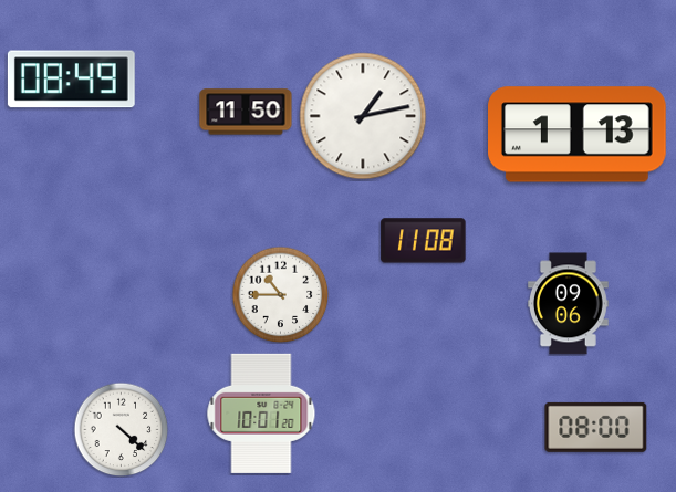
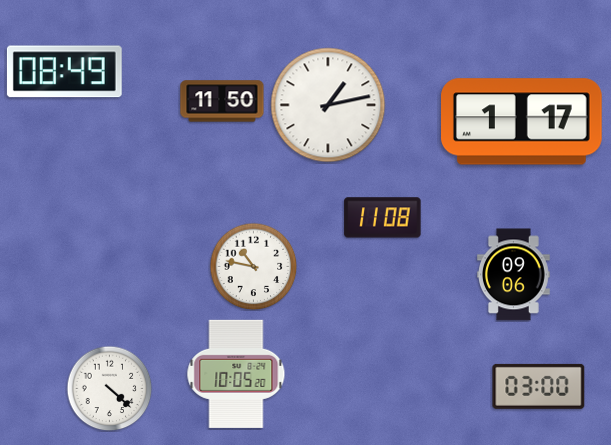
clock at (578, 135): 1:13 -> 1:17
clock at (280, 294): 10:45 -> 10:47
clock at (261, 414): 10:01 -> 10:05
clock at (596, 427): 08:00 -> 03:00
